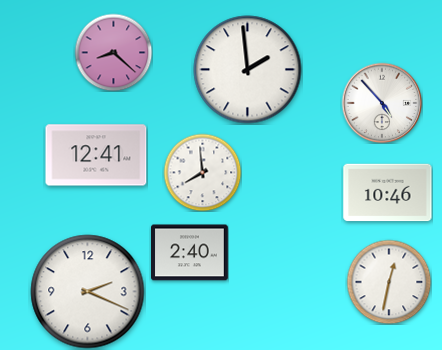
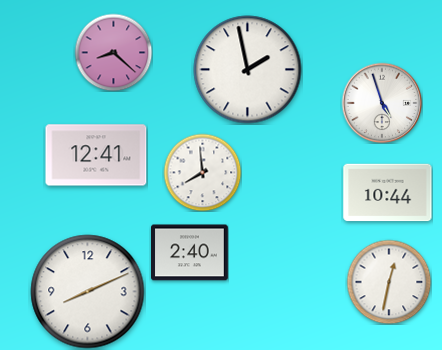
clock at (248, 70): 1:59 -> 1:58
clock at (382, 103): 4:53 -> 4:57
clock at (388, 193): 10:46 -> 10:44
clock at (88, 292): 2:19 -> 8:11
